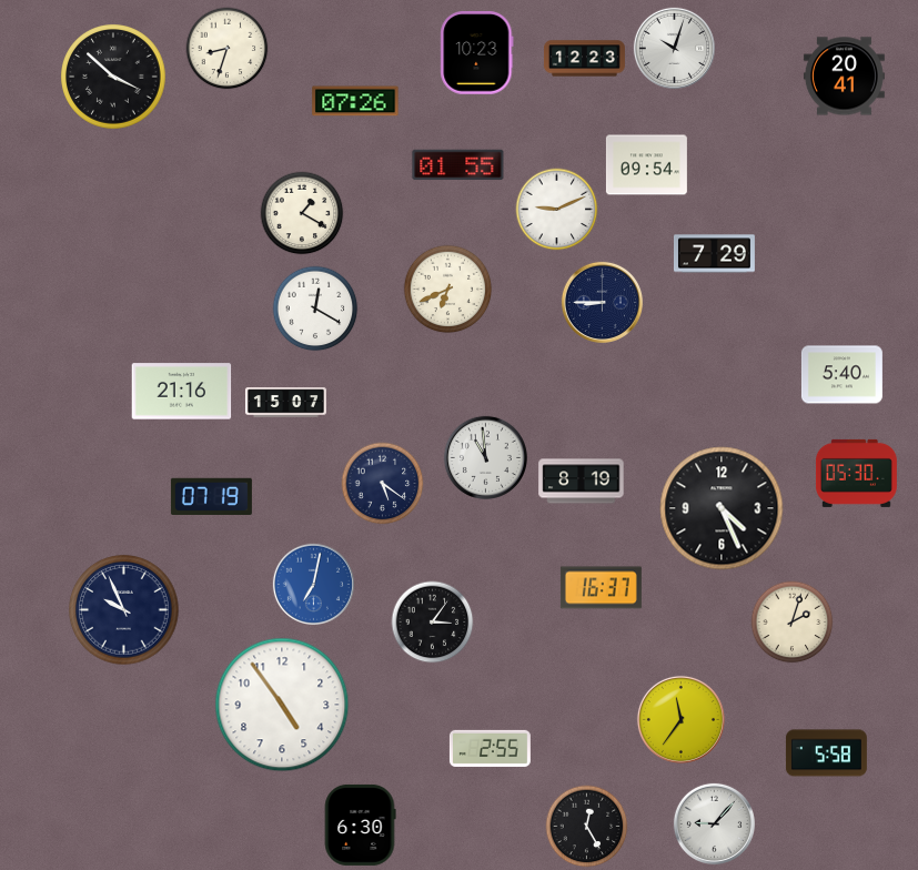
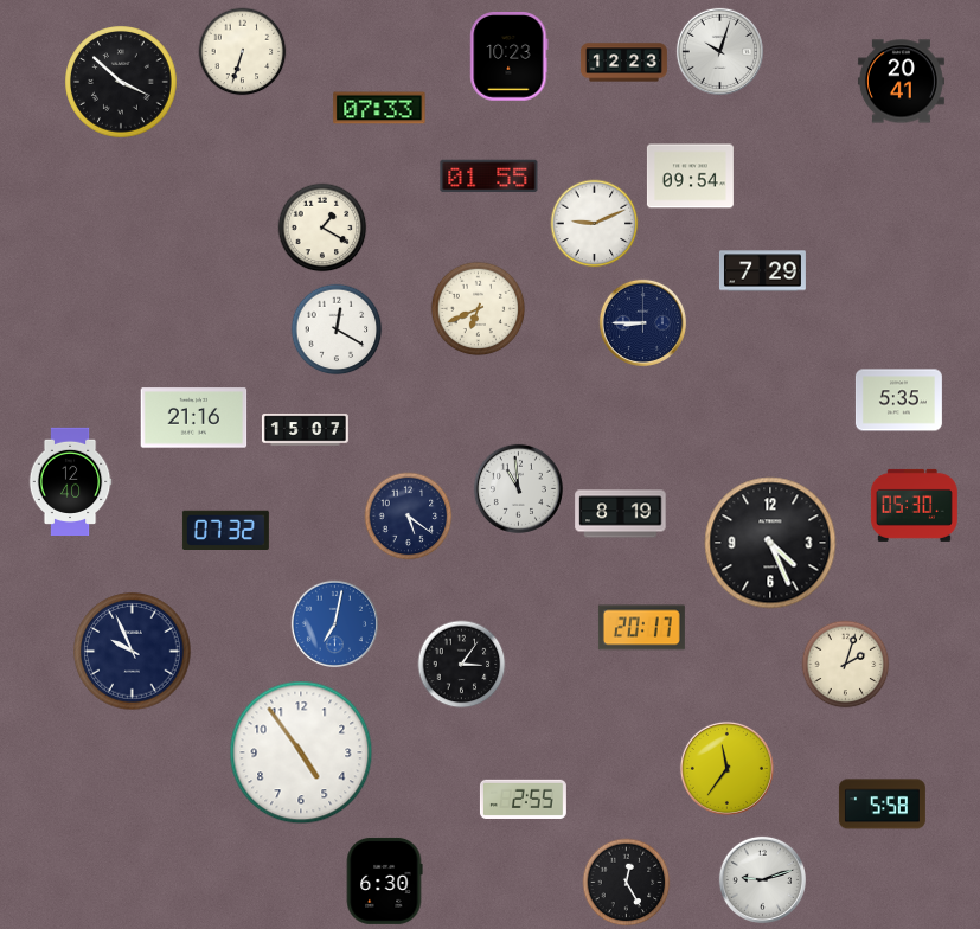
clock at (228, 49): 8:33 -> 6:33
clock at (355, 101): 07:26 -> 07:33
clock at (841, 375): 5:40 -> 5:35
clock at (70, 481): none -> 12:40
clock at (211, 496): 07:19 -> 07:32
clock at (601, 588): 16:37 -> 20:17
clock at (714, 823): 9:07 -> 9:12
